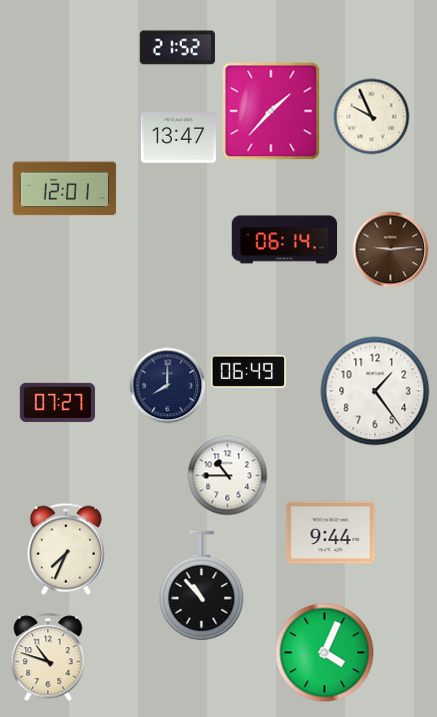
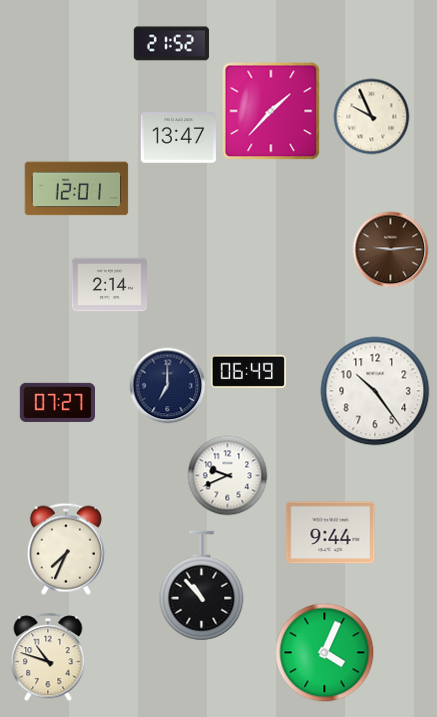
clock at (177, 48) position: (177, 48) -> (171, 44)
clock at (65, 189) position: (65, 189) -> (77, 189)
clock at (285, 240): 06:14 -> none
clock at (109, 285): none -> 2:14
clock at (168, 386): 8:00 -> 7:00
clock at (375, 391): 1:24 -> 10:24
clock at (228, 476): 10:45 -> 9:41
